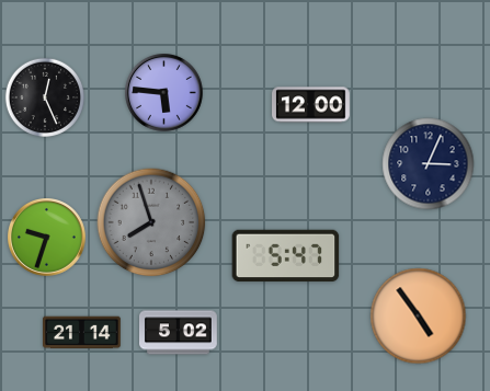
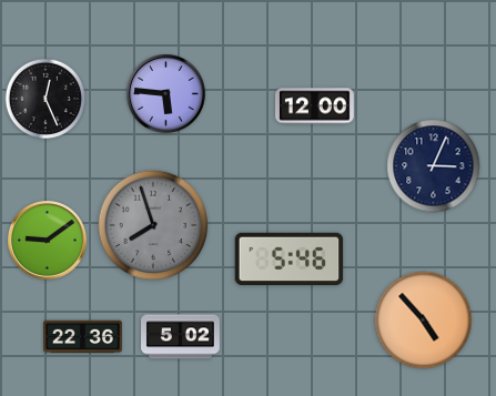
clock at (47, 238): 9:33 -> 9:09
clock at (286, 256): 5:47 -> 5:46
clock at (419, 317): 4:54 -> 4:53
clock at (82, 333): 21:14 -> 22:36
